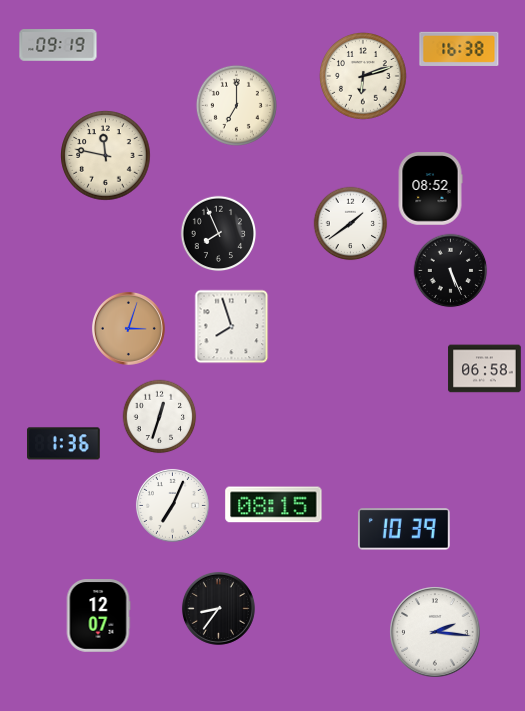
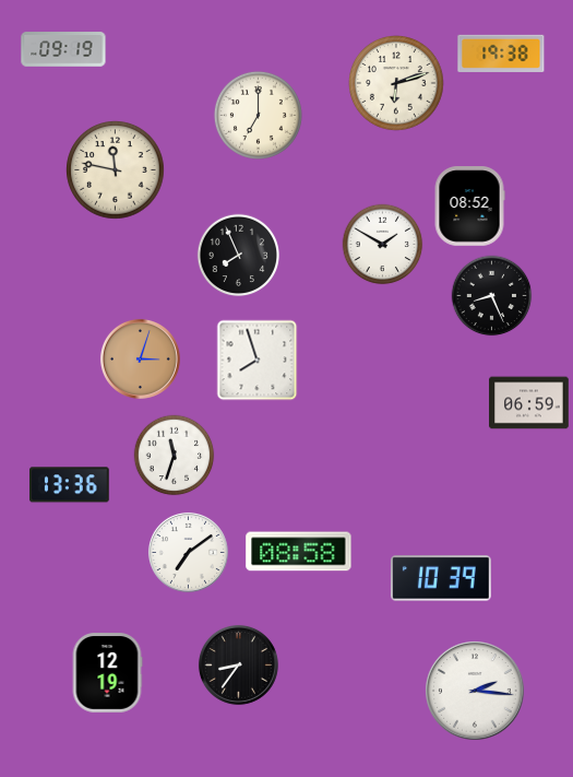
clock at (459, 49): 16:38 -> 19:38
clock at (351, 224): 1:39 -> 1:50
clock at (451, 271): 5:26 -> 8:26
clock at (232, 327) position: (232, 327) -> (258, 361)
clock at (485, 369): 06:58 -> 06:59
clock at (160, 417): 12:33 -> 11:33
clock at (64, 444): 1:36 -> 13:36
clock at (172, 505): 7:04 -> 7:09
clock at (274, 505): 08:15 -> 08:58
clock at (98, 616): 12:07 -> 12:19
